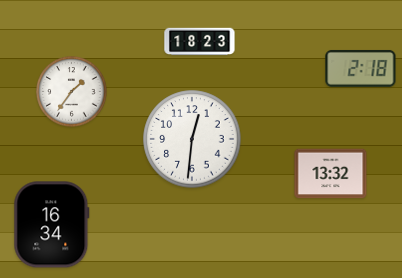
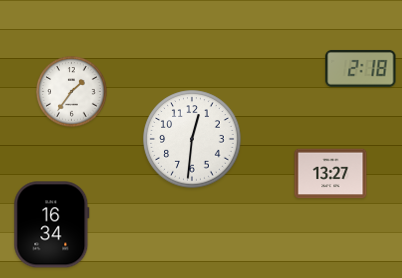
clock at (200, 42): 18:23 -> none
clock at (331, 174): 13:32 -> 13:27
